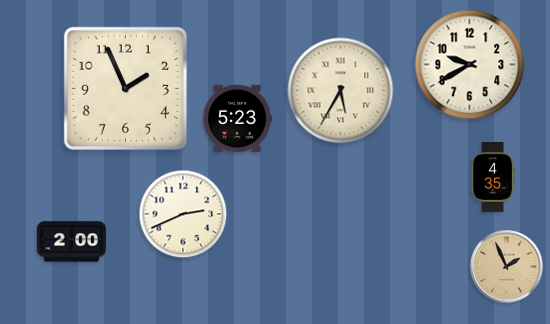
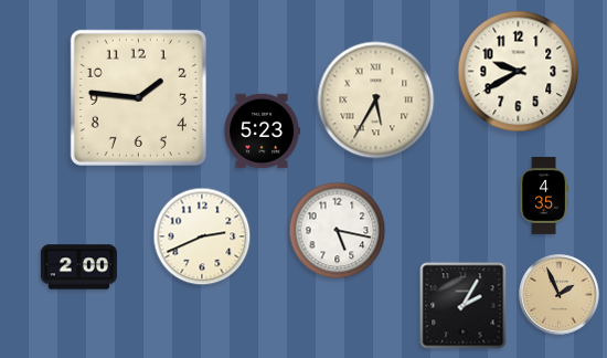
clock at (125, 88): 1:56 -> 1:46
clock at (338, 231): none -> 5:17
clock at (464, 306): none -> 2:05
